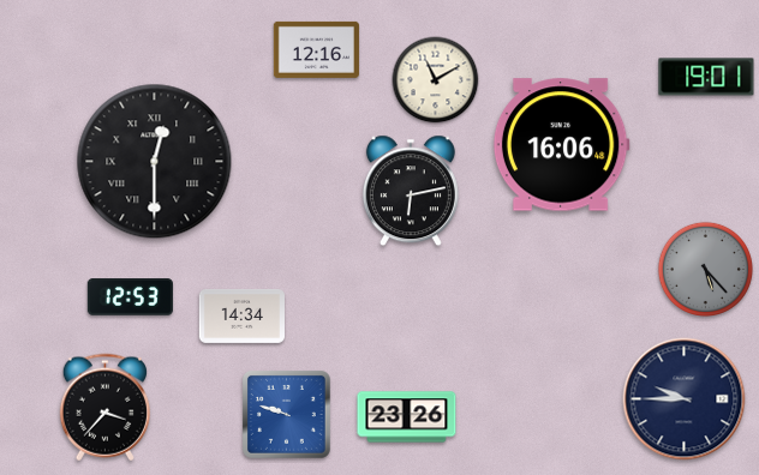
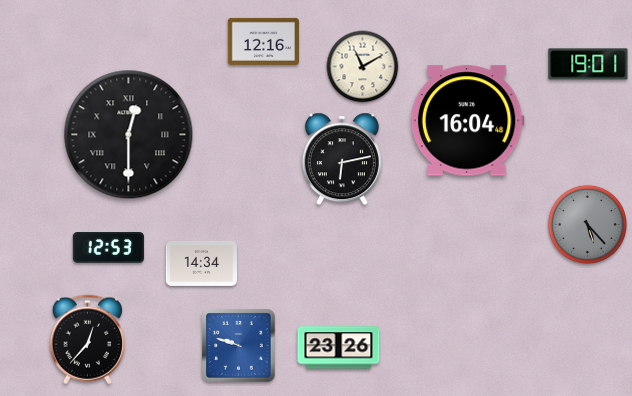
clock at (561, 145): 16:06 -> 16:04
clock at (685, 399): 9:45 -> none
clock at (104, 408): 3:37 -> 12:37
